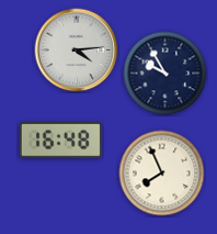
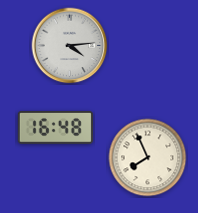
clock at (165, 74): 9:55 -> none
